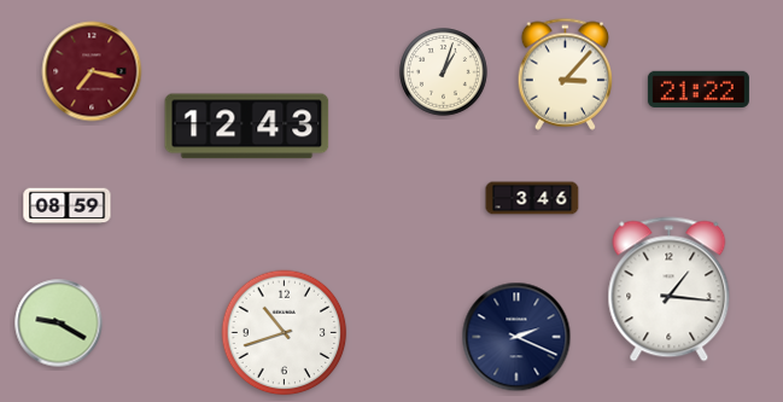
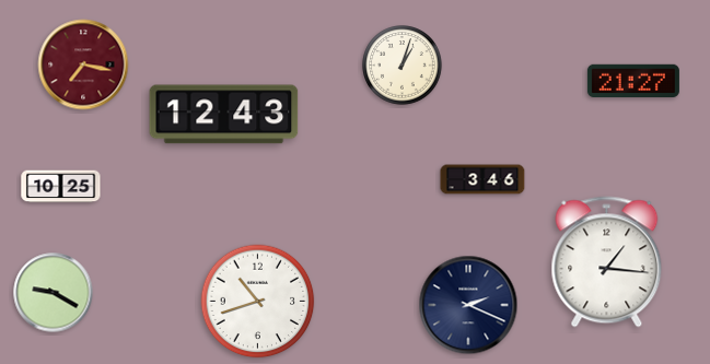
clock at (565, 74): 3:07 -> none
clock at (699, 89): 21:22 -> 21:27
clock at (68, 206): 08:59 -> 10:25
